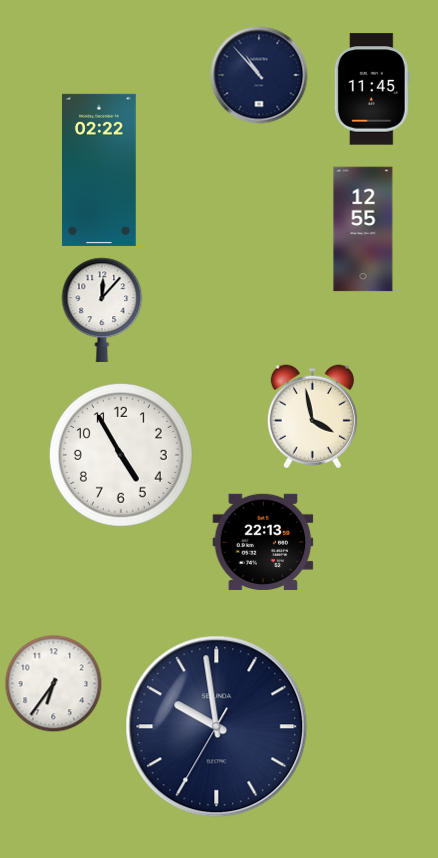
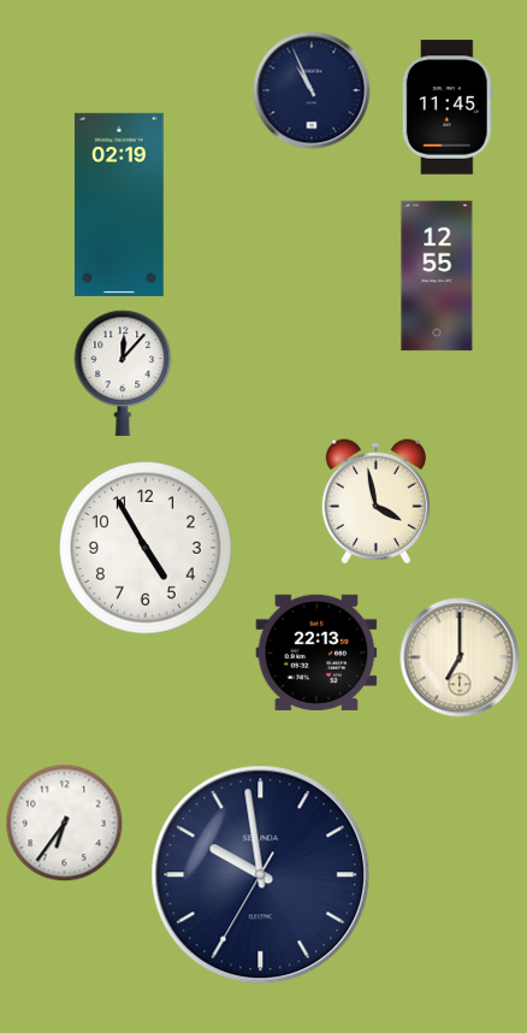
clock at (259, 75): 10:53 -> 10:56
clock at (99, 170): 02:22 -> 02:19
clock at (460, 657): none -> 7:00
